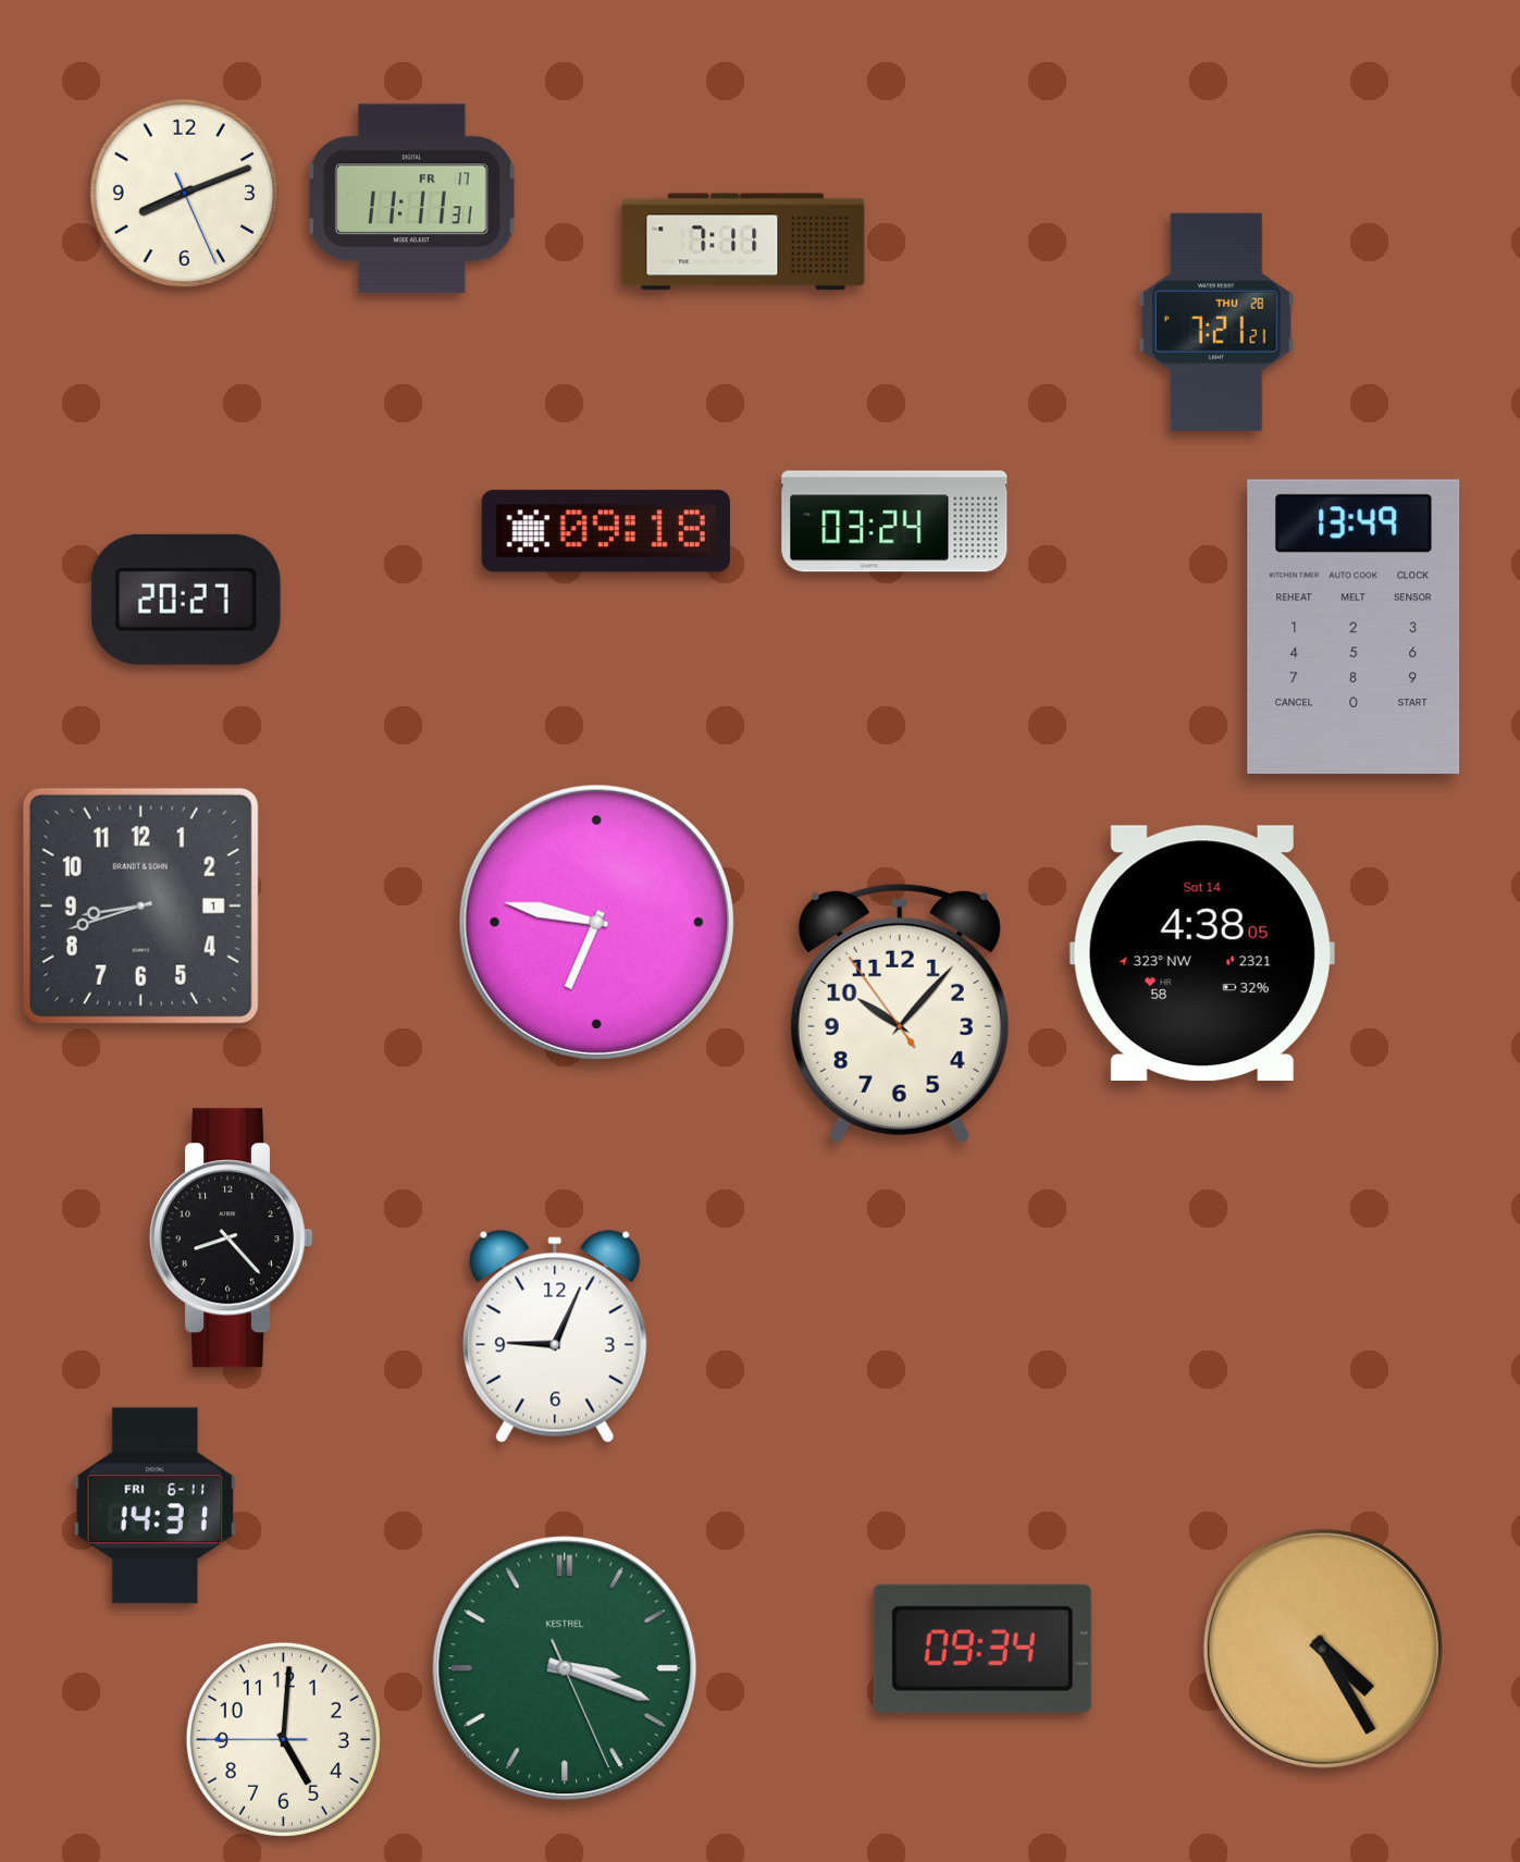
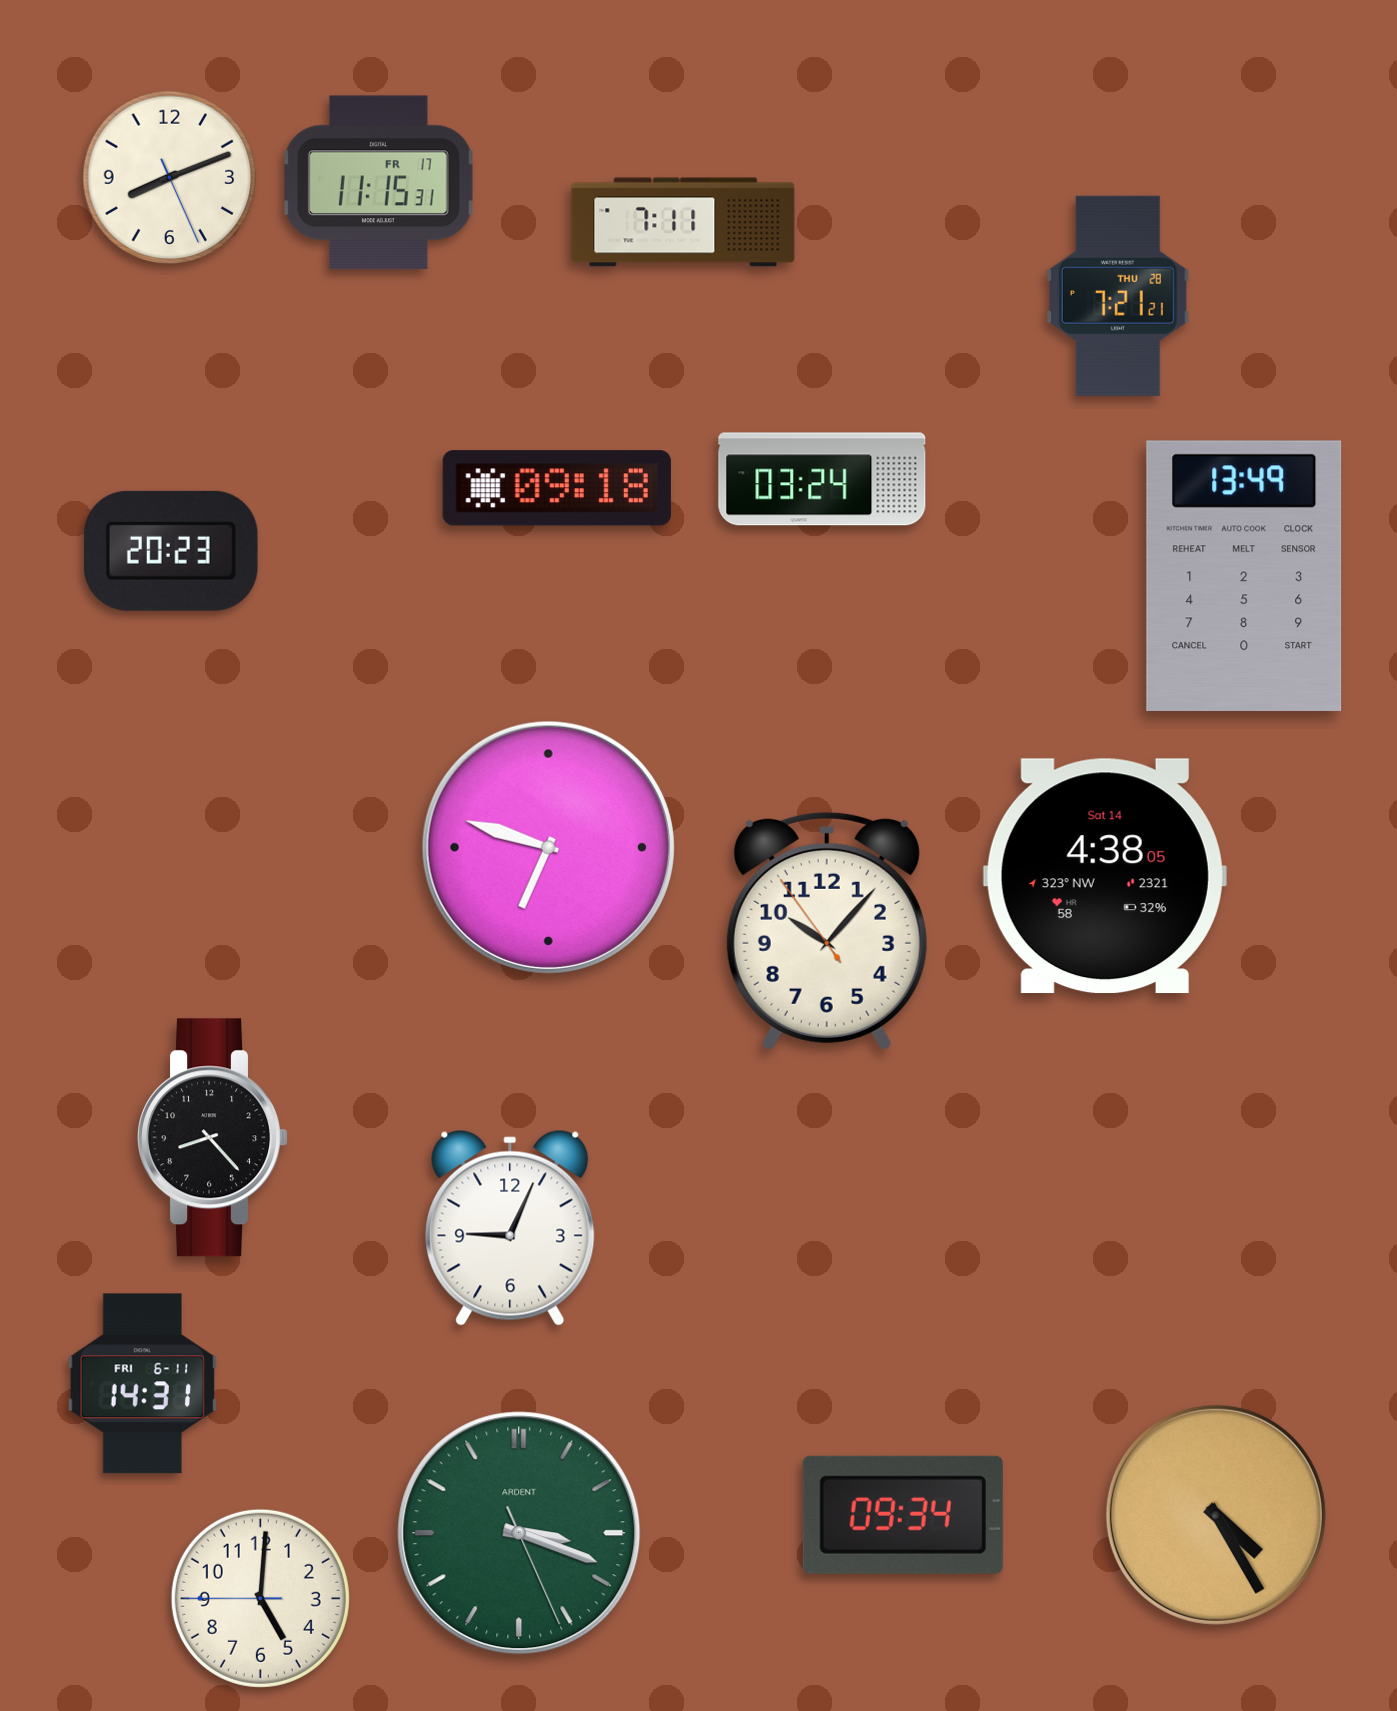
clock at (411, 199): 11:11 -> 11:15
clock at (186, 600): 20:27 -> 20:23
clock at (140, 905): 8:42 -> none
clock at (596, 922): 6:47 -> 6:48
clock at (565, 1668) brand: KESTREL -> ARDENT
